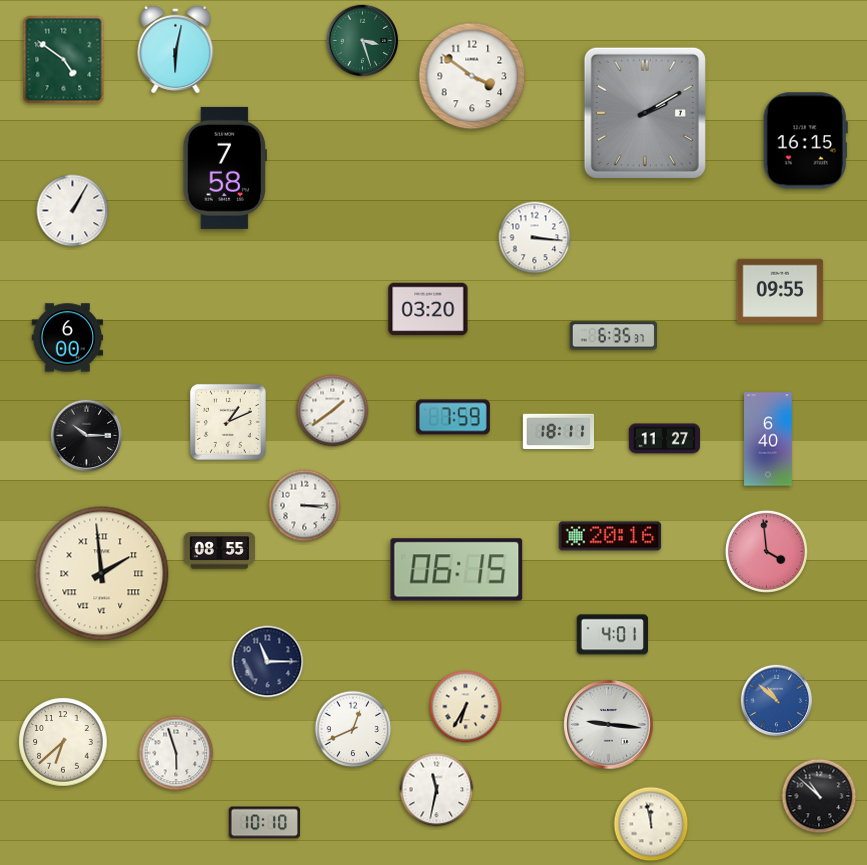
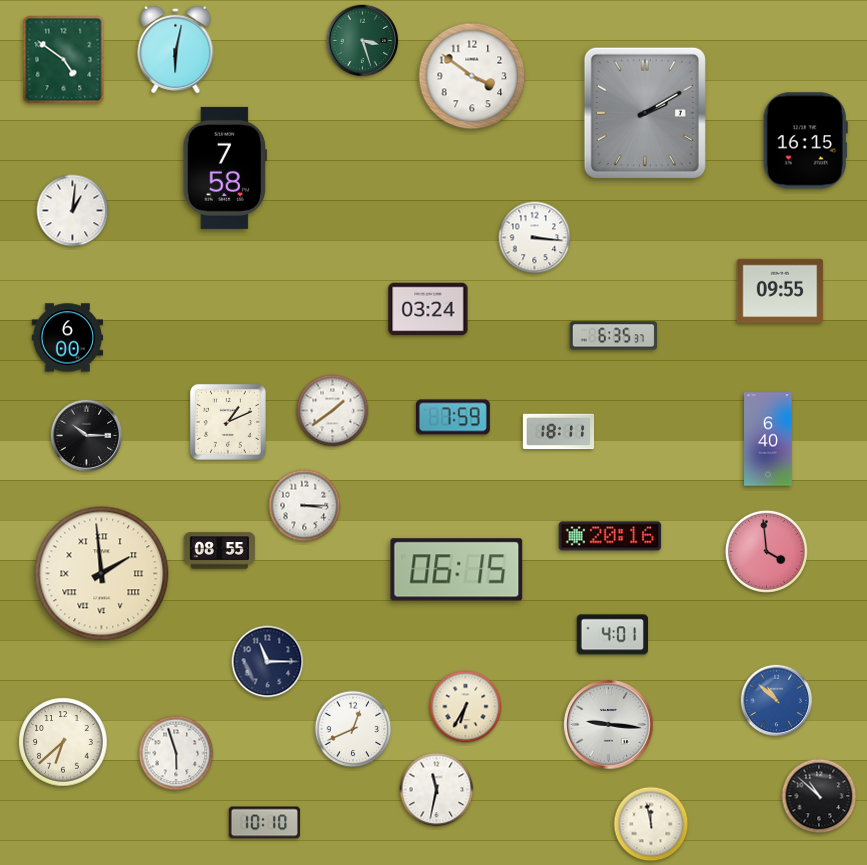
clock at (73, 211): 1:05 -> 1:01
clock at (428, 309): 03:20 -> 03:24
clock at (665, 439): 11:27 -> none
